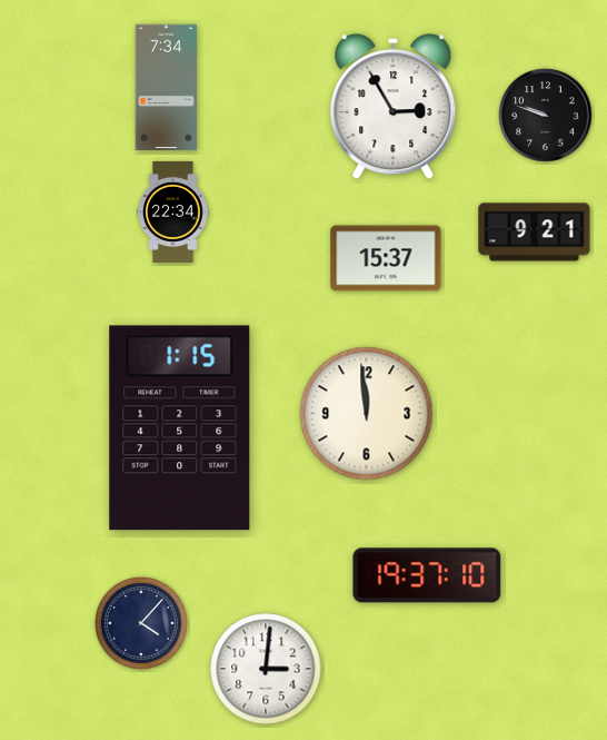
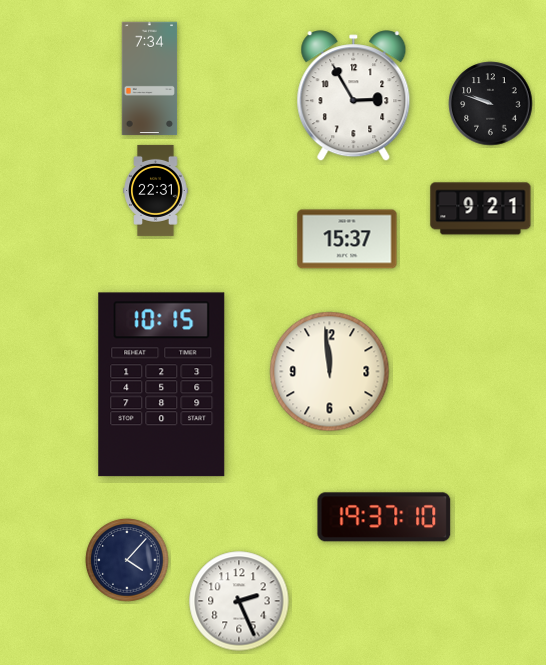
clock at (173, 211): 22:34 -> 22:31
clock at (386, 258) position: (386, 258) -> (347, 239)
clock at (180, 428): 1:15 -> 10:15
clock at (266, 669): 3:01 -> 2:26
